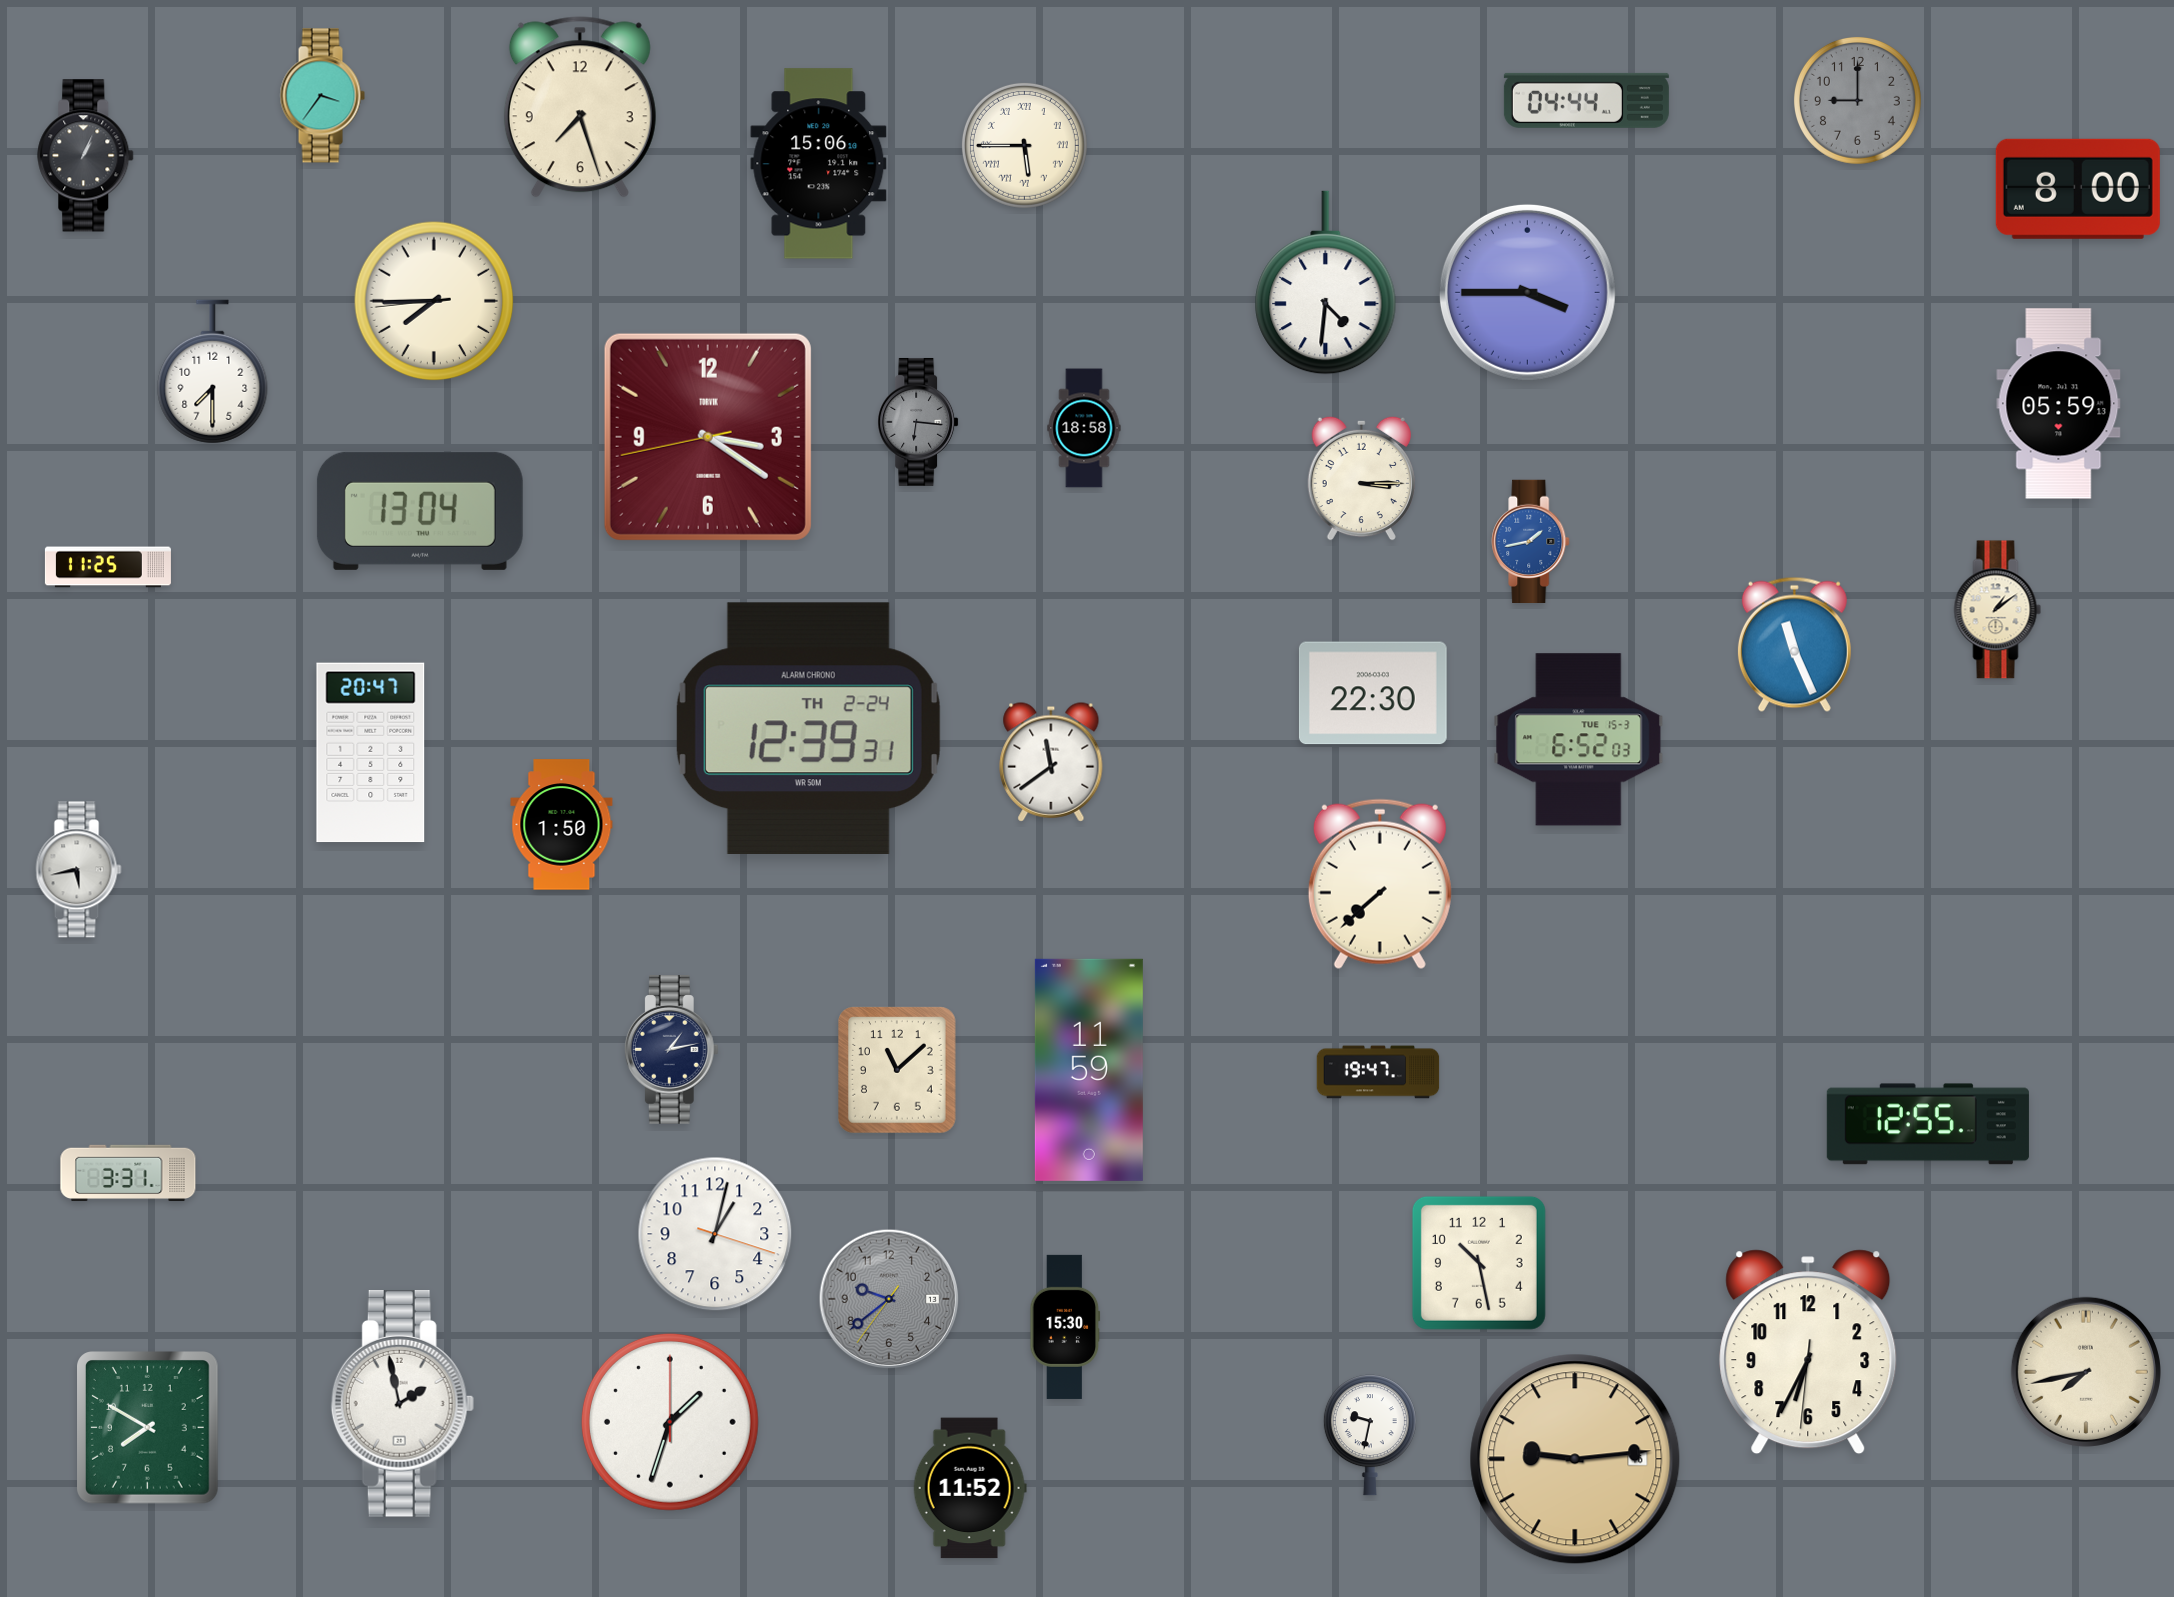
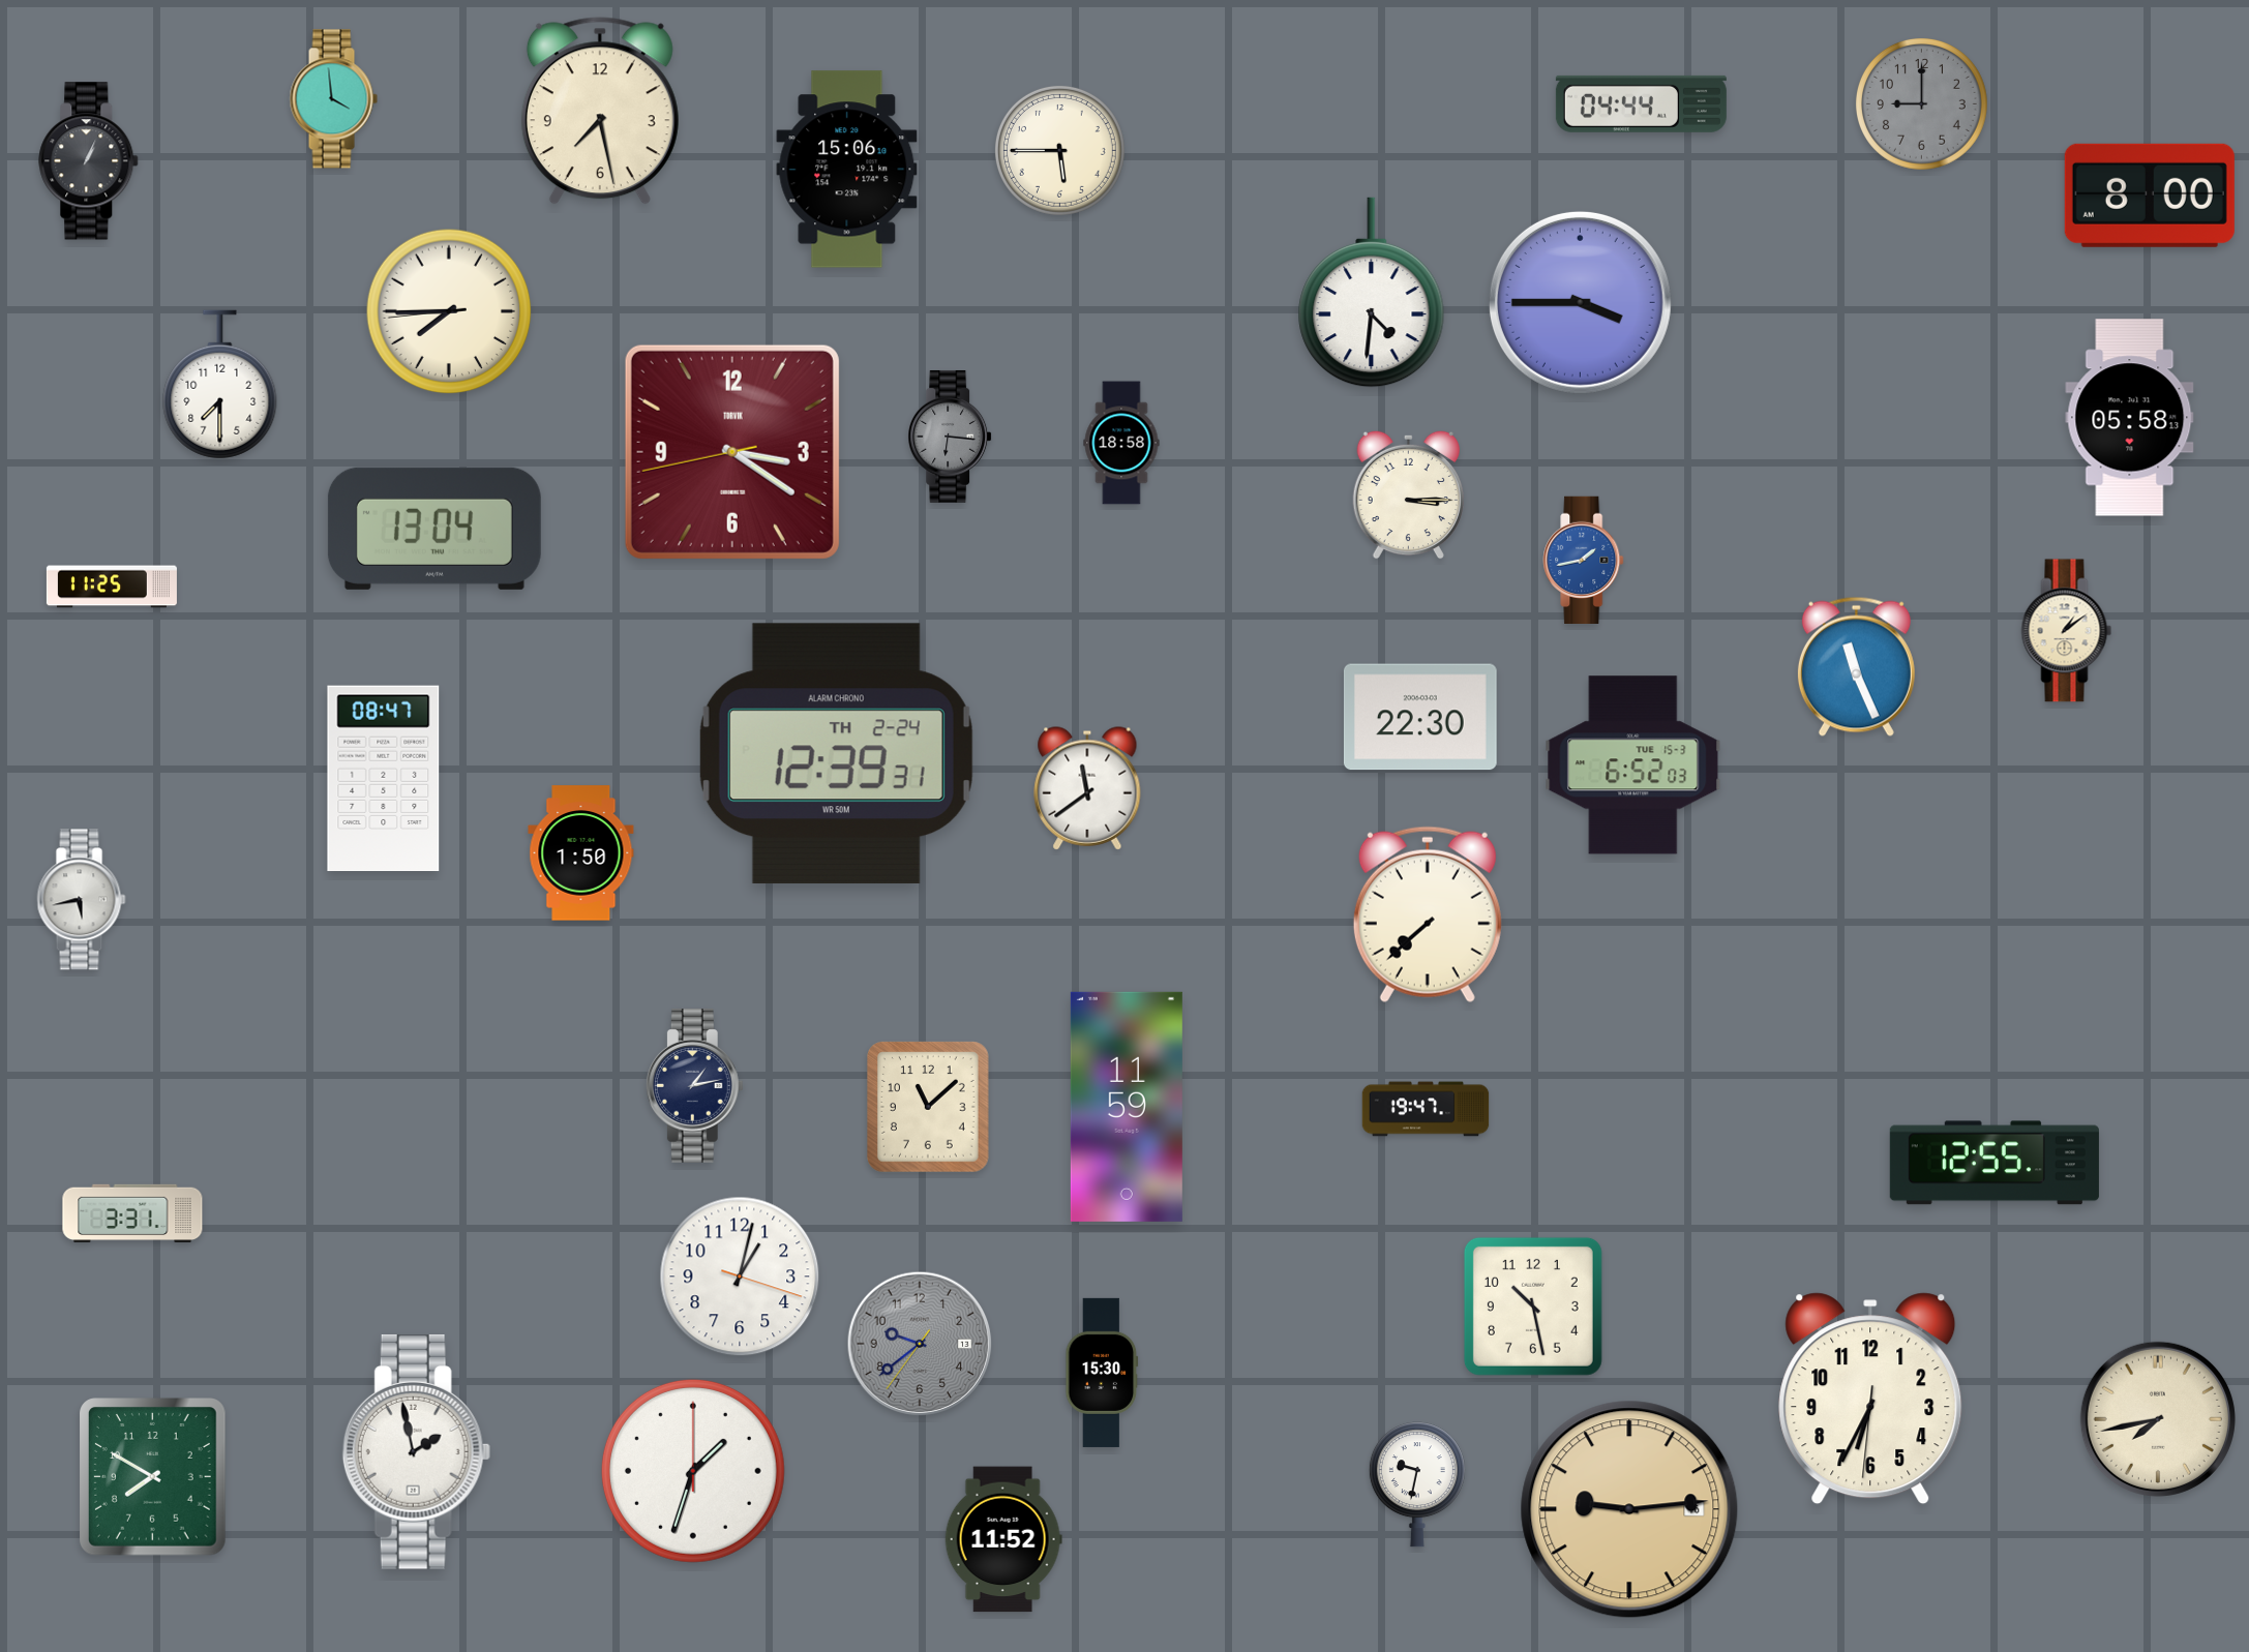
clock at (322, 96): 3:36 -> 3:59
clock at (580, 107): 7:27 -> 7:28
clock at (1024, 145) numerals: Roman -> Arabic
clock at (2059, 404): 05:59 -> 05:58
clock at (371, 753): 20:47 -> 08:47
clock at (1479, 1263) position: (1479, 1263) -> (1533, 1306)
